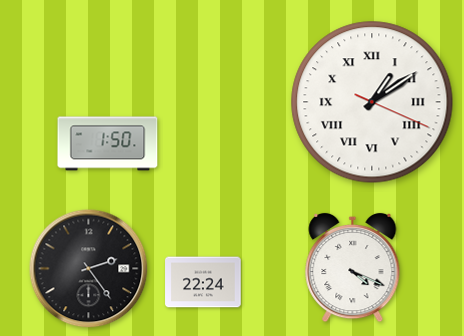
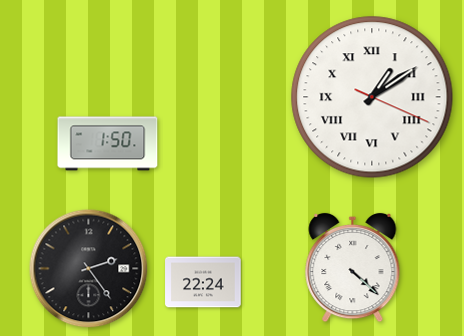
clock at (372, 102) position: (372, 102) -> (372, 97)
clock at (353, 268): 4:19 -> 4:22
